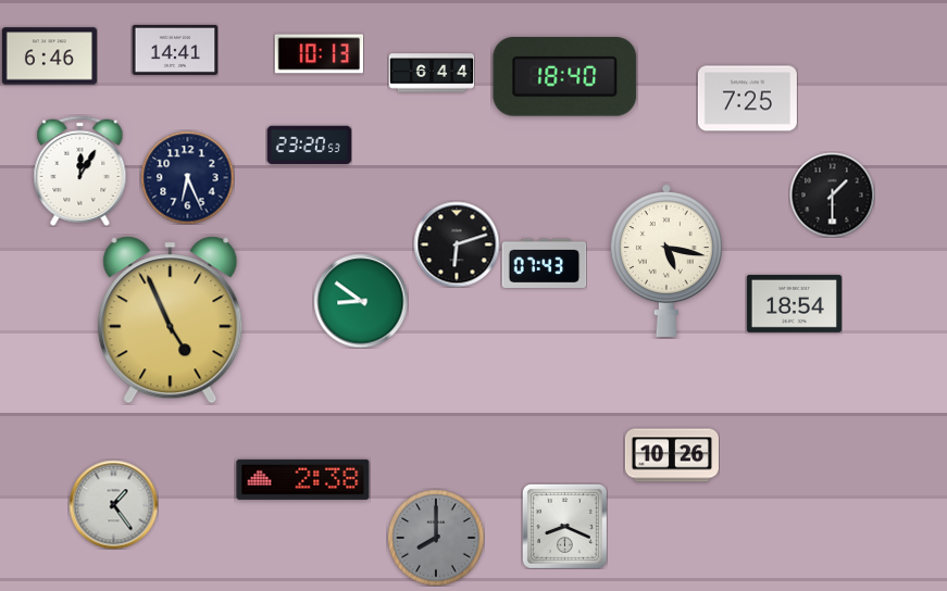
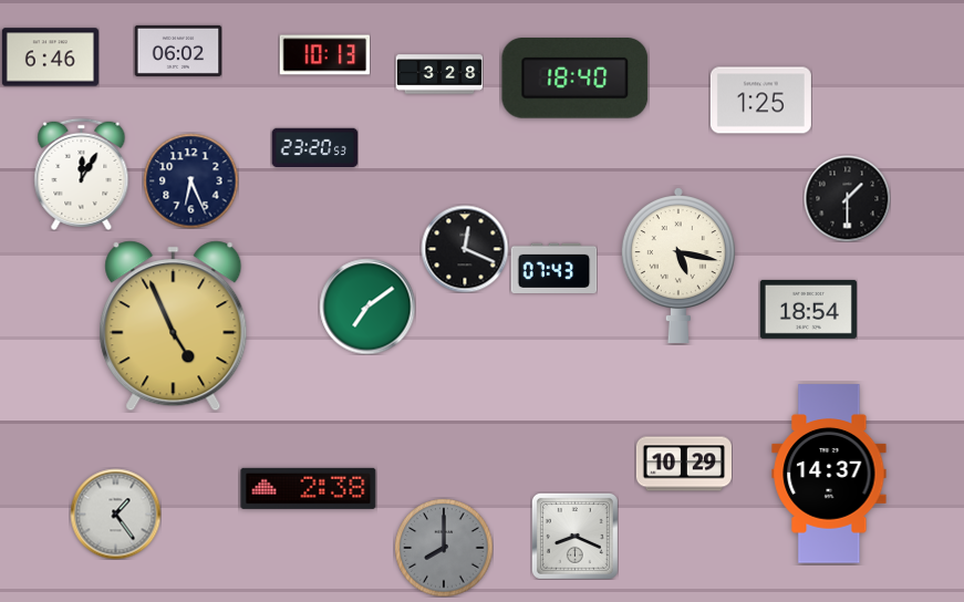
clock at (175, 50): 14:41 -> 06:02
clock at (432, 73): 6:44 -> 3:28
clock at (747, 99): 7:25 -> 1:25
clock at (457, 244): 6:12 -> 12:19
clock at (361, 301): 8:51 -> 7:09
clock at (672, 455): 10:26 -> 10:29
clock at (829, 474): none -> 14:37
